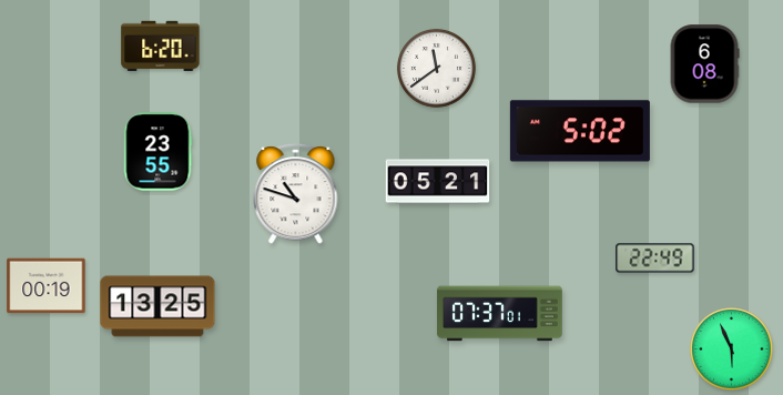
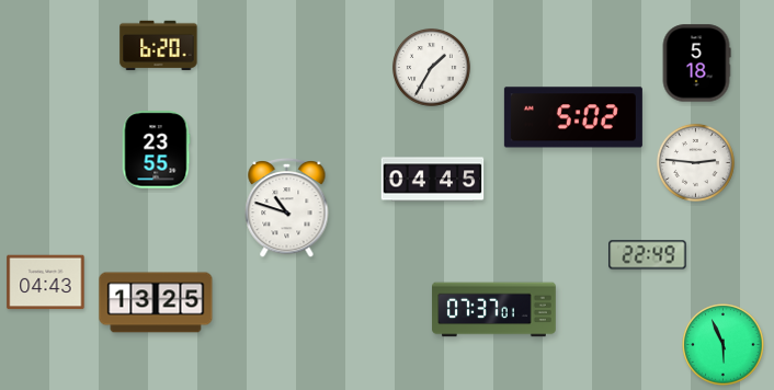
clock at (704, 64): 6:08 -> 5:18
clock at (437, 69): 11:39 -> 1:35
clock at (580, 131) position: (580, 131) -> (573, 117)
clock at (696, 163): none -> 2:46
clock at (438, 182): 05:21 -> 04:45
clock at (296, 193) position: (296, 193) -> (287, 207)
clock at (47, 286): 00:19 -> 04:43
